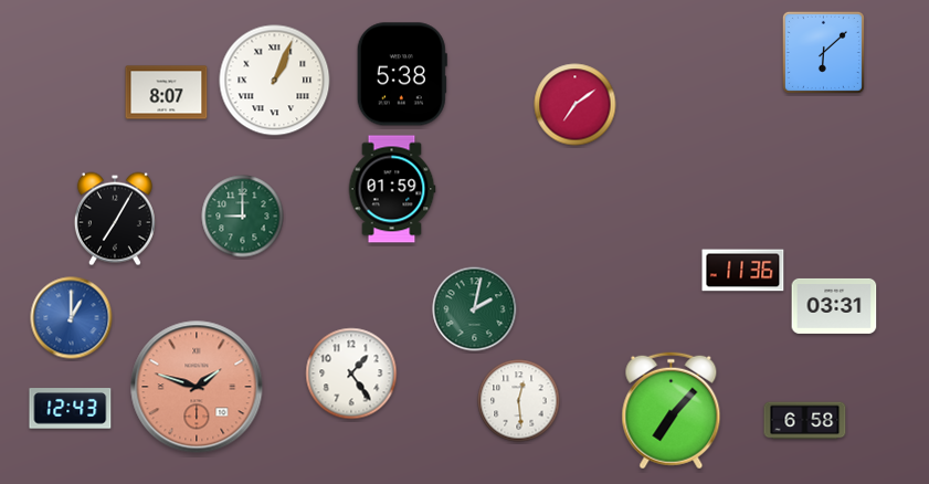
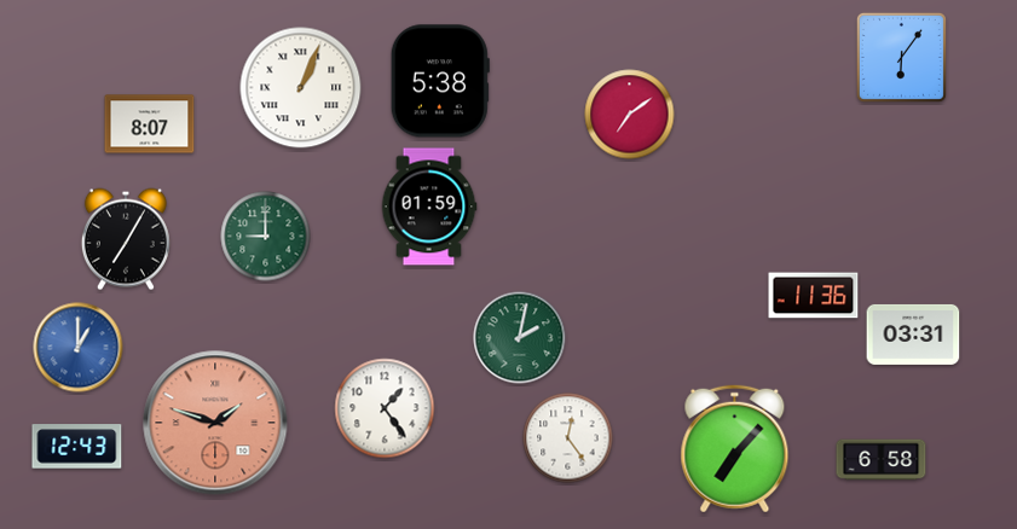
clock at (823, 52): 6:08 -> 6:06
clock at (167, 93) position: (167, 93) -> (150, 124)
clock at (519, 401): 12:29 -> 12:24
